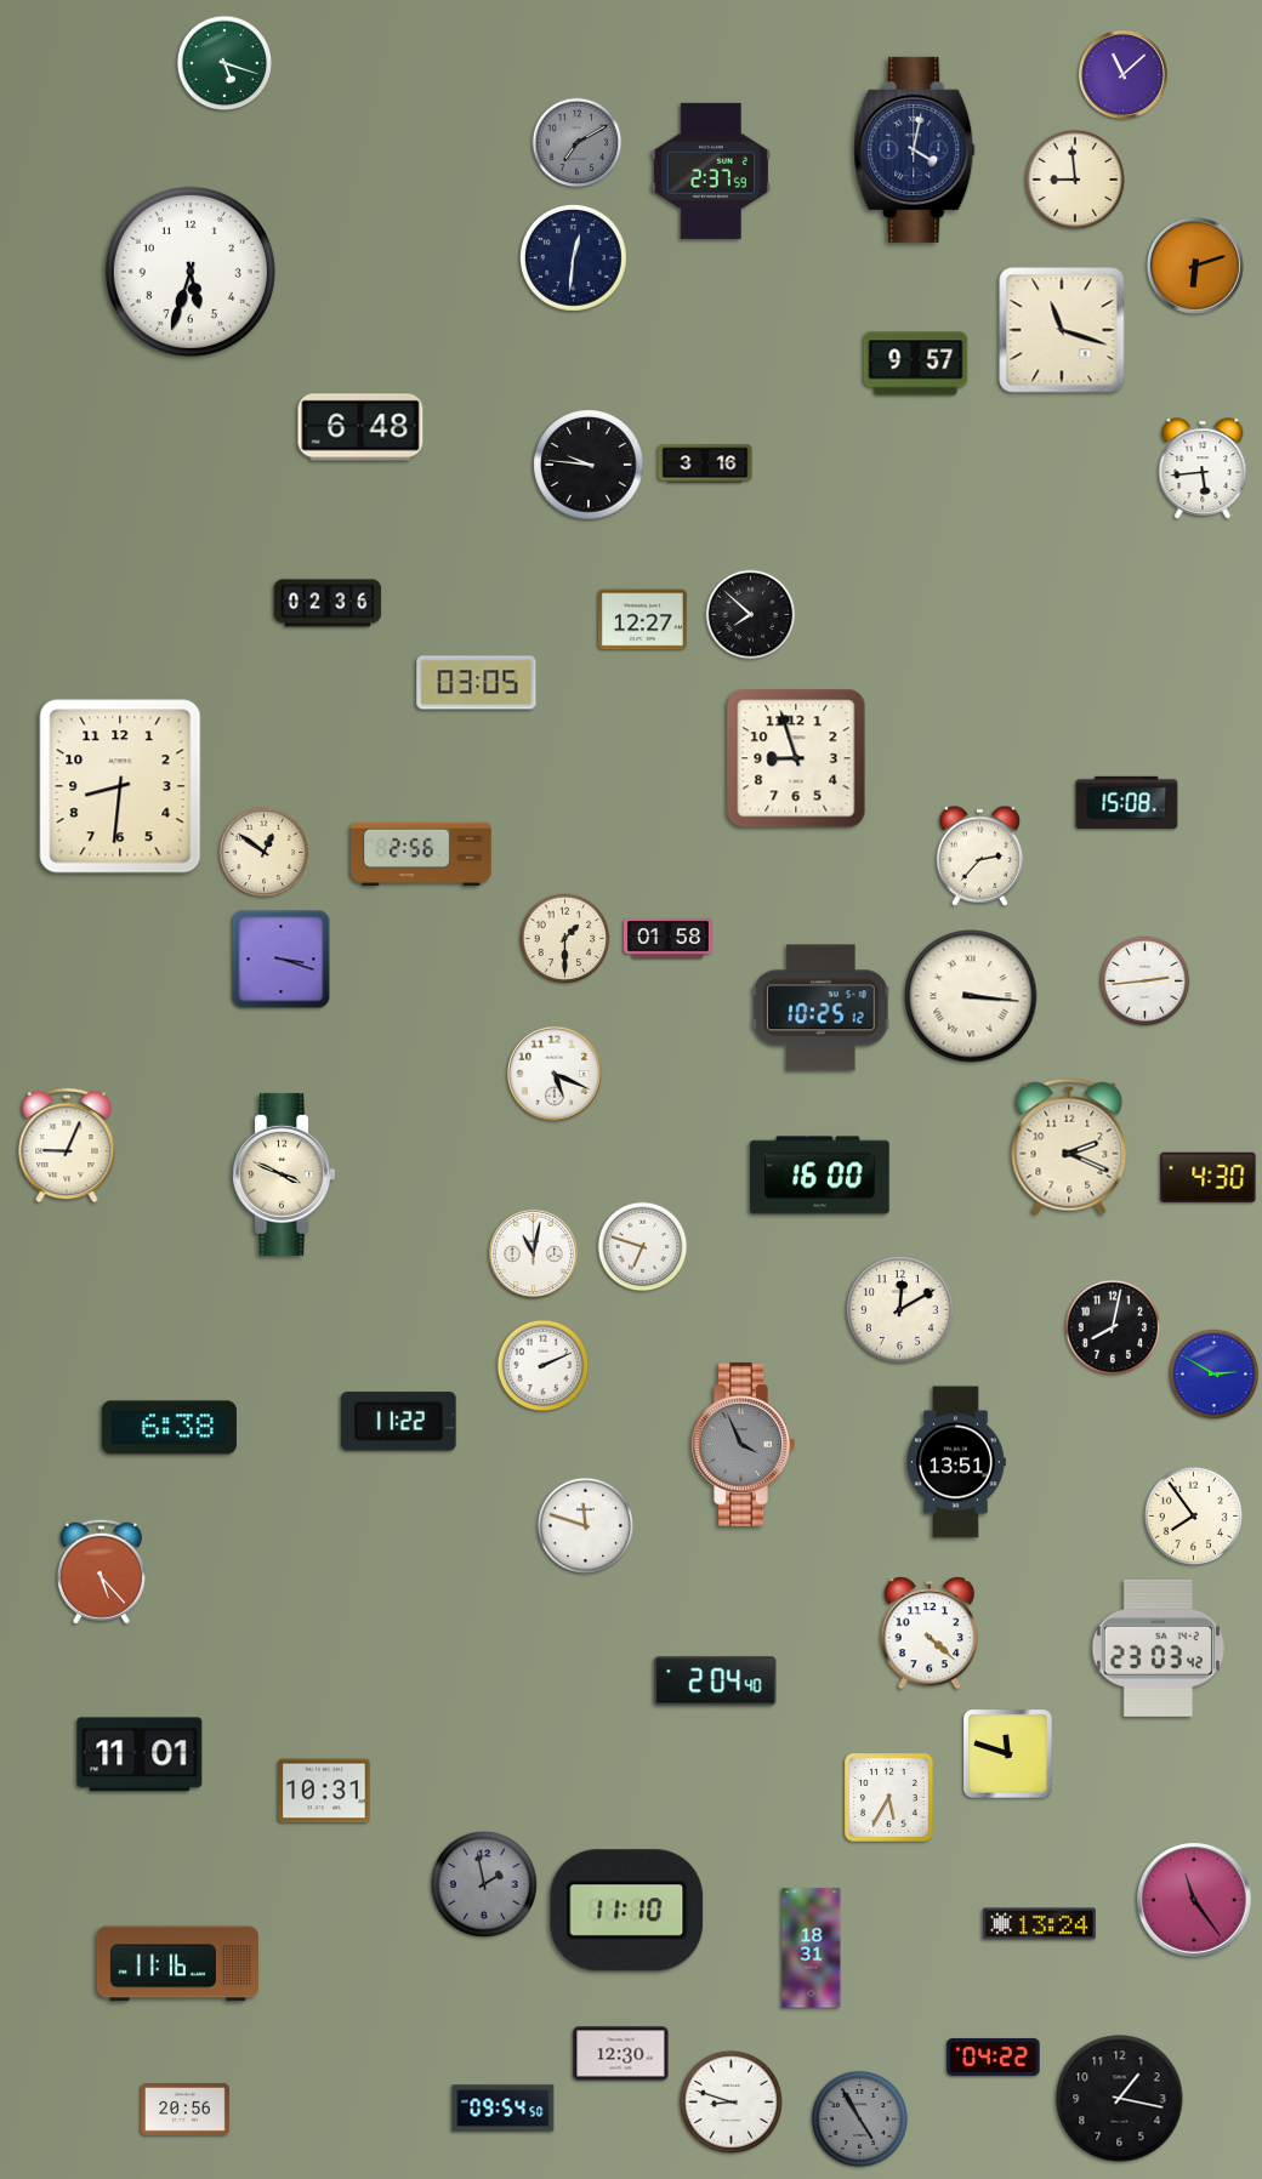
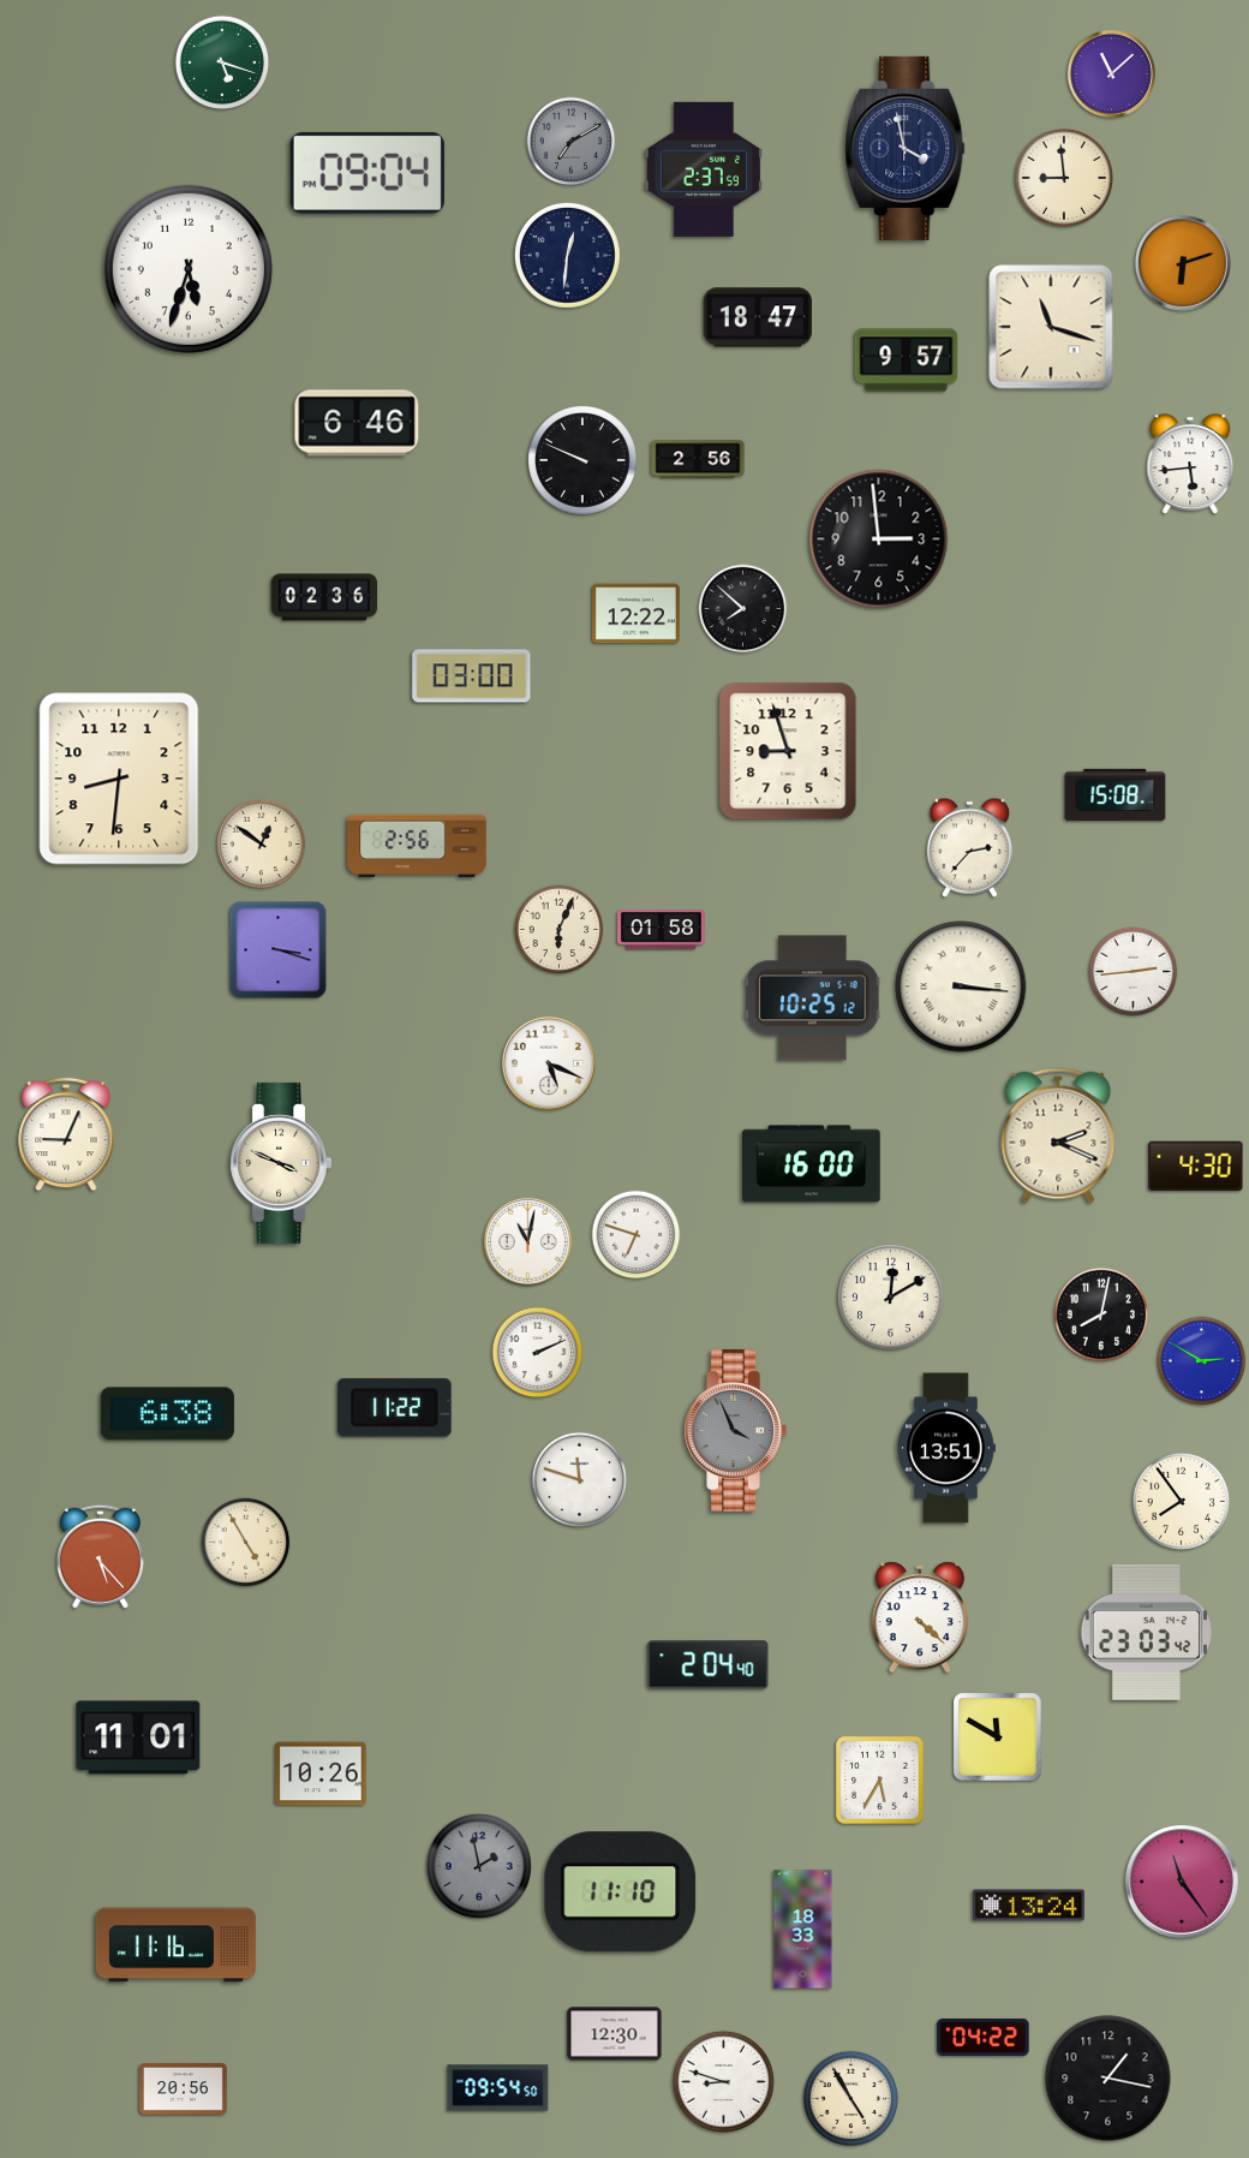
clock at (915, 149): 4:02 -> 3:58
clock at (366, 173): none -> 09:04
clock at (758, 317): none -> 18:47
clock at (360, 427): 6:48 -> 6:46
clock at (705, 463): 3:16 -> 2:56
clock at (590, 466): 9:46 -> 9:49
clock at (879, 539): none -> 2:59
clock at (642, 620): 12:27 -> 12:22
clock at (477, 683): 03:05 -> 03:00
clock at (565, 939): 1:30 -> 6:04
clock at (586, 1526) position: (586, 1526) -> (580, 1480)
clock at (246, 1543): none -> 4:55
clock at (1008, 1754): 11:48 -> 11:50
clock at (324, 1791): 10:31 -> 10:26
clock at (812, 1948): 18:31 -> 18:33
clock at (860, 2120) dial: grey -> cream
